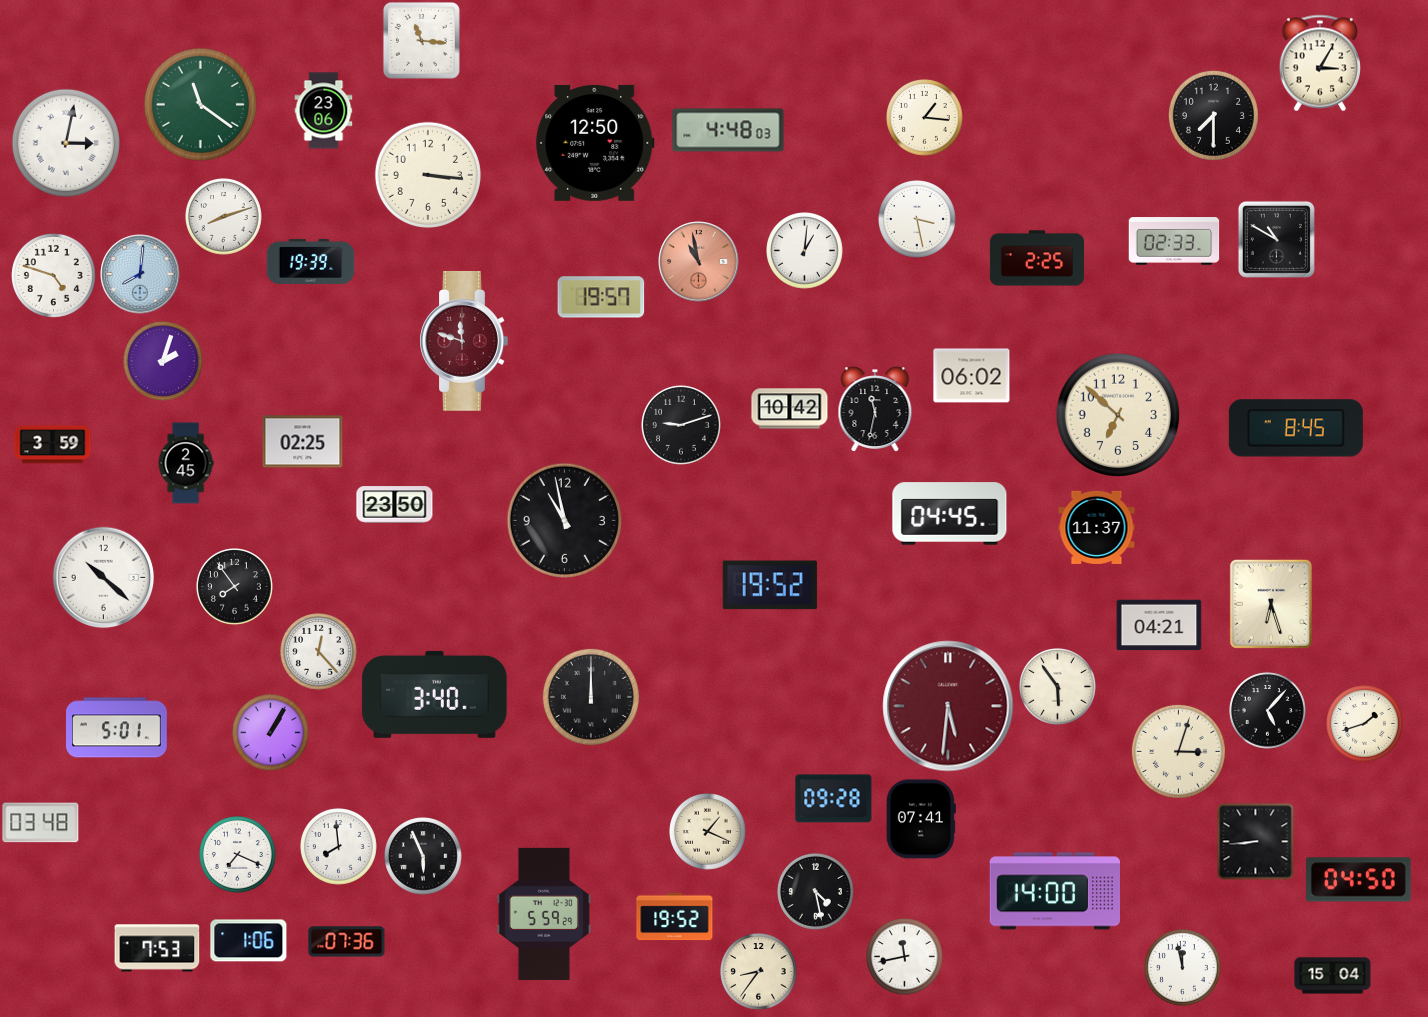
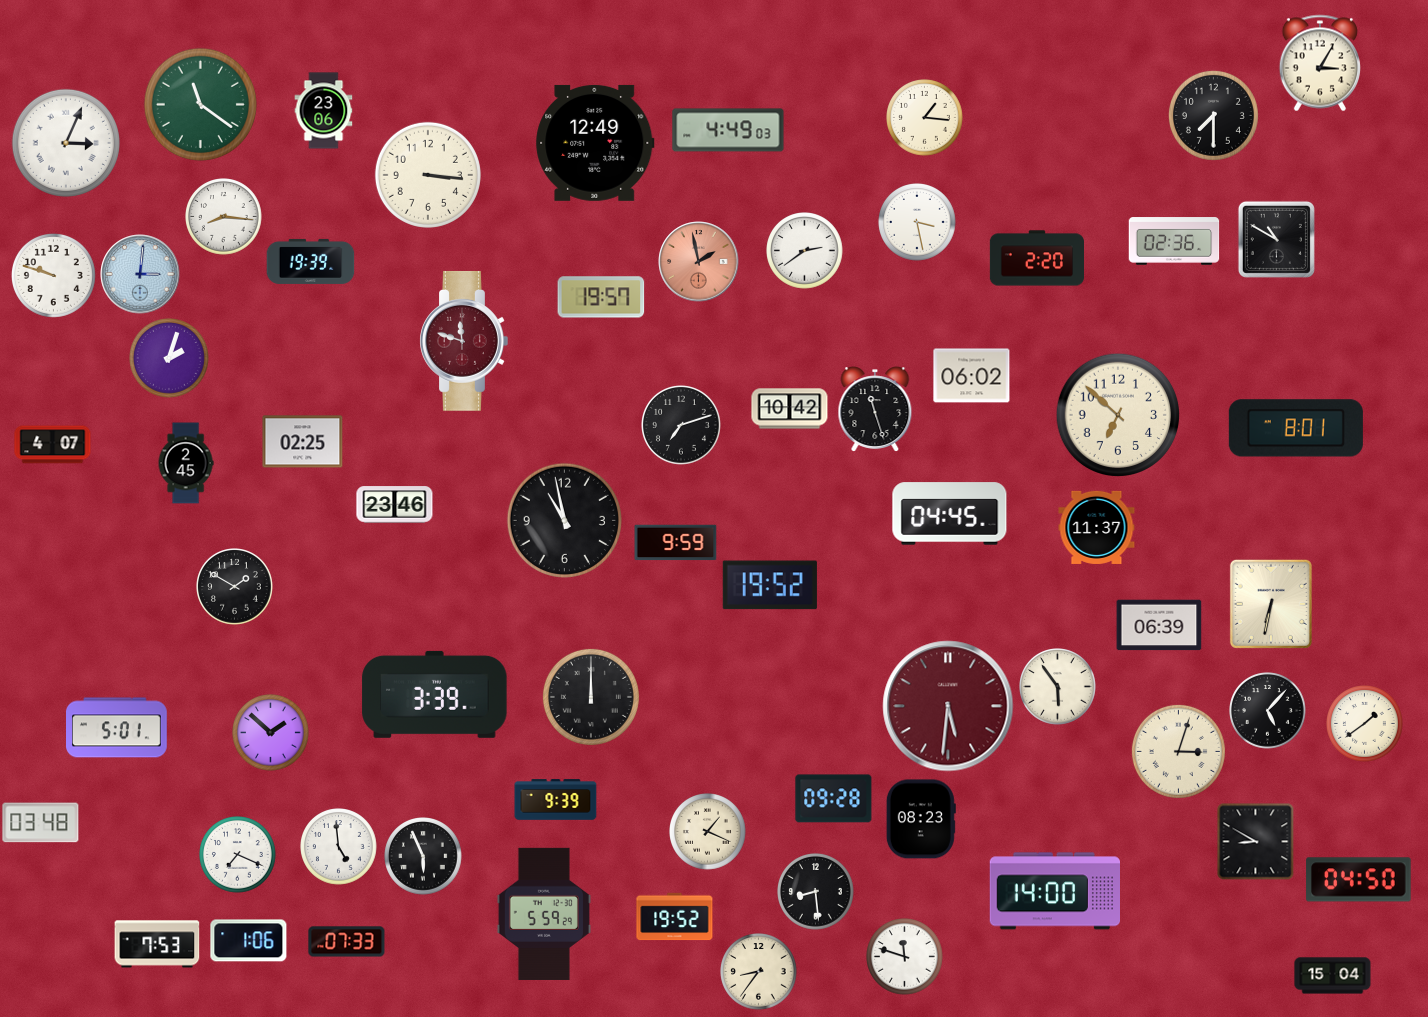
clock at (421, 40): 11:16 -> none
clock at (728, 130): 4:48 -> 4:49
clock at (66, 143): 3:02 -> 3:04
clock at (595, 143): 12:50 -> 12:49
clock at (224, 217): 8:12 -> 8:16
clock at (918, 220) position: (918, 220) -> (918, 223)
clock at (1174, 241): 02:33 -> 02:36
clock at (805, 251): 1:01 -> 2:39
clock at (1036, 258): 2:25 -> 2:20
clock at (699, 262): 10:58 -> 1:58
clock at (140, 274): 8:01 -> 3:01
clock at (53, 275): 4:48 -> 9:48
clock at (164, 362) position: (164, 362) -> (170, 359)
clock at (875, 409): 11:32 -> 11:27
clock at (682, 426): 9:12 -> 7:12
clock at (1296, 428): 8:45 -> 8:01
clock at (53, 445): 3:59 -> 4:07
clock at (395, 505): 23:50 -> 23:46
clock at (676, 543): none -> 9:59
clock at (104, 578): 10:22 -> none
clock at (235, 587): 7:54 -> 1:50
clock at (1271, 604): 6:27 -> 6:32
clock at (1159, 625): 04:21 -> 06:39
clock at (319, 652): 12:23 -> none
clock at (435, 694): 3:40 -> 3:39
clock at (1365, 724): 1:42 -> 1:39
clock at (271, 733): 1:05 -> 1:52
clock at (556, 800): none -> 9:39
clock at (921, 819): 07:41 -> 08:23
clock at (1255, 841): 8:44 -> 8:50
clock at (339, 847): 7:59 -> 4:59
clock at (816, 892): 4:28 -> 8:29
clock at (347, 942): 07:36 -> 07:33
clock at (157, 948) position: (157, 948) -> (157, 944)
clock at (905, 957): 11:43 -> 11:48
clock at (1183, 968): 11:58 -> none
